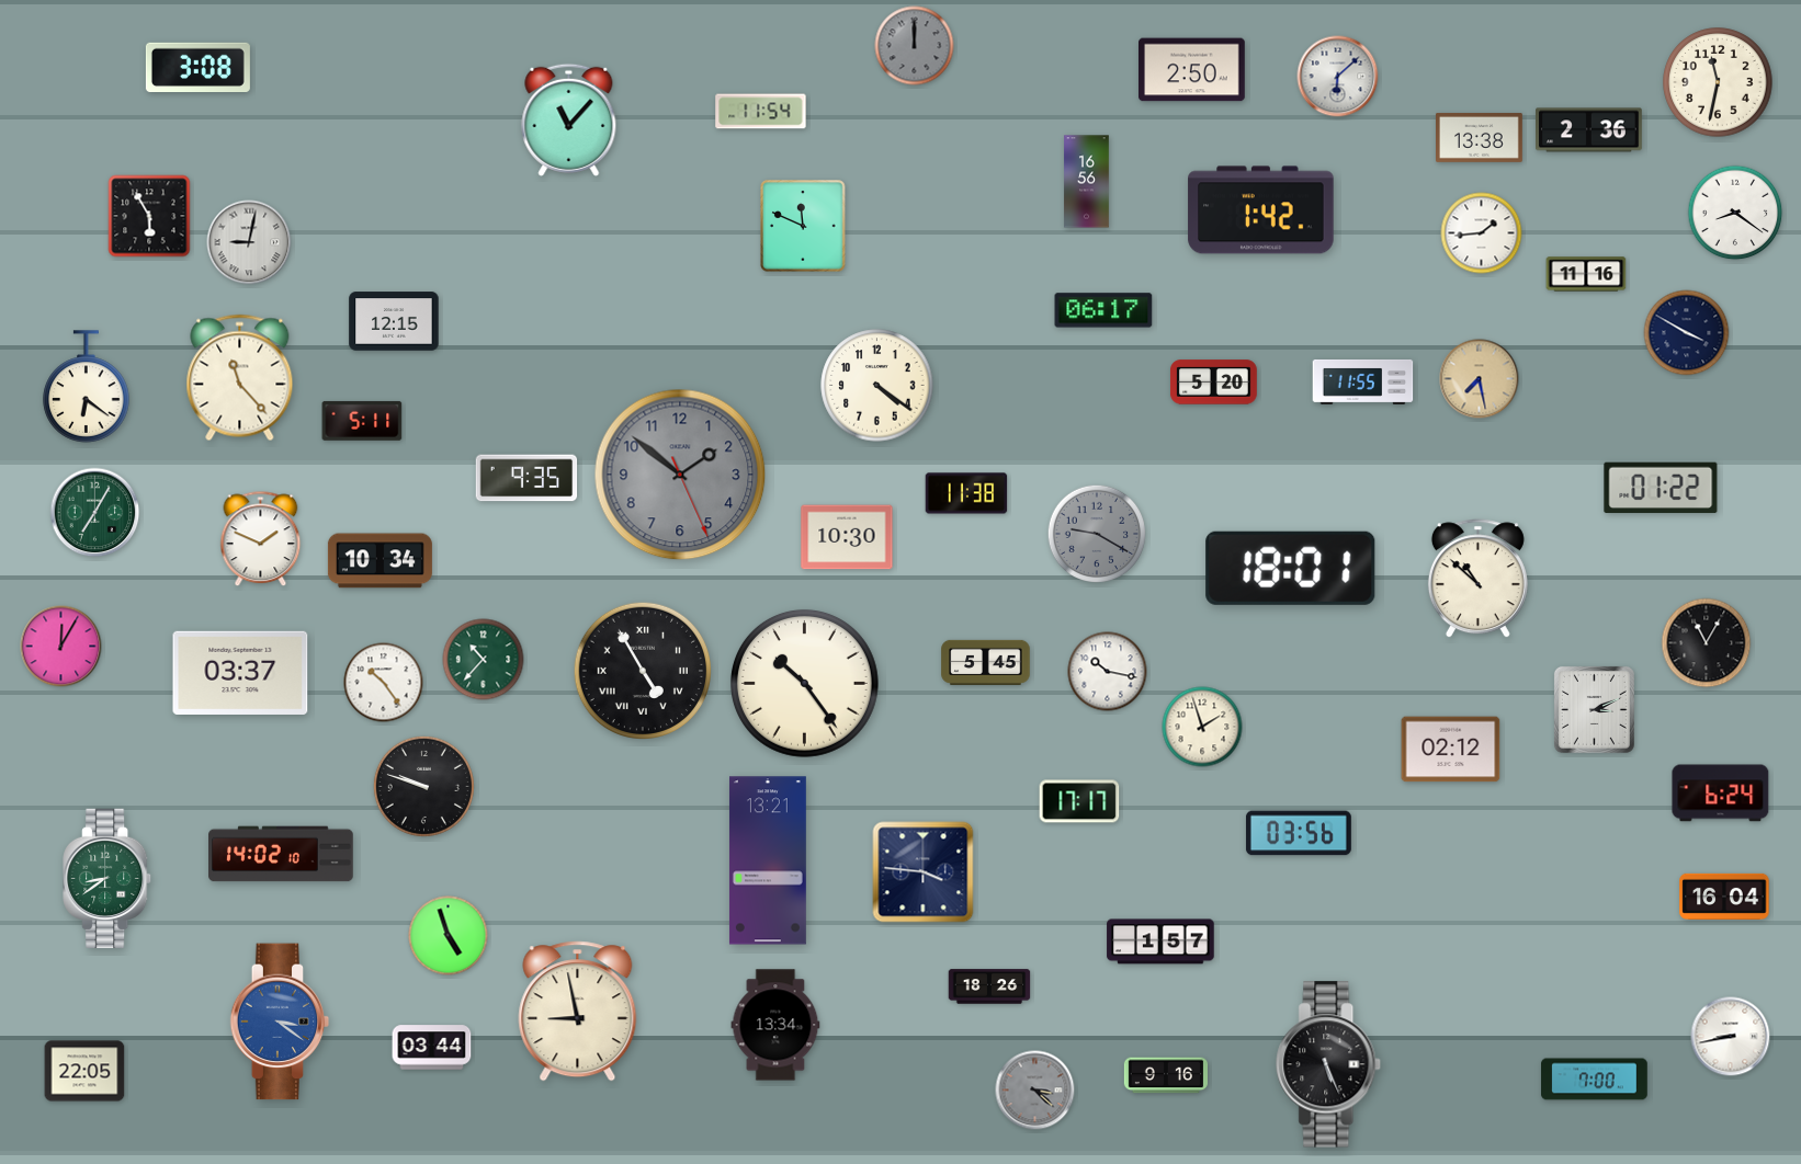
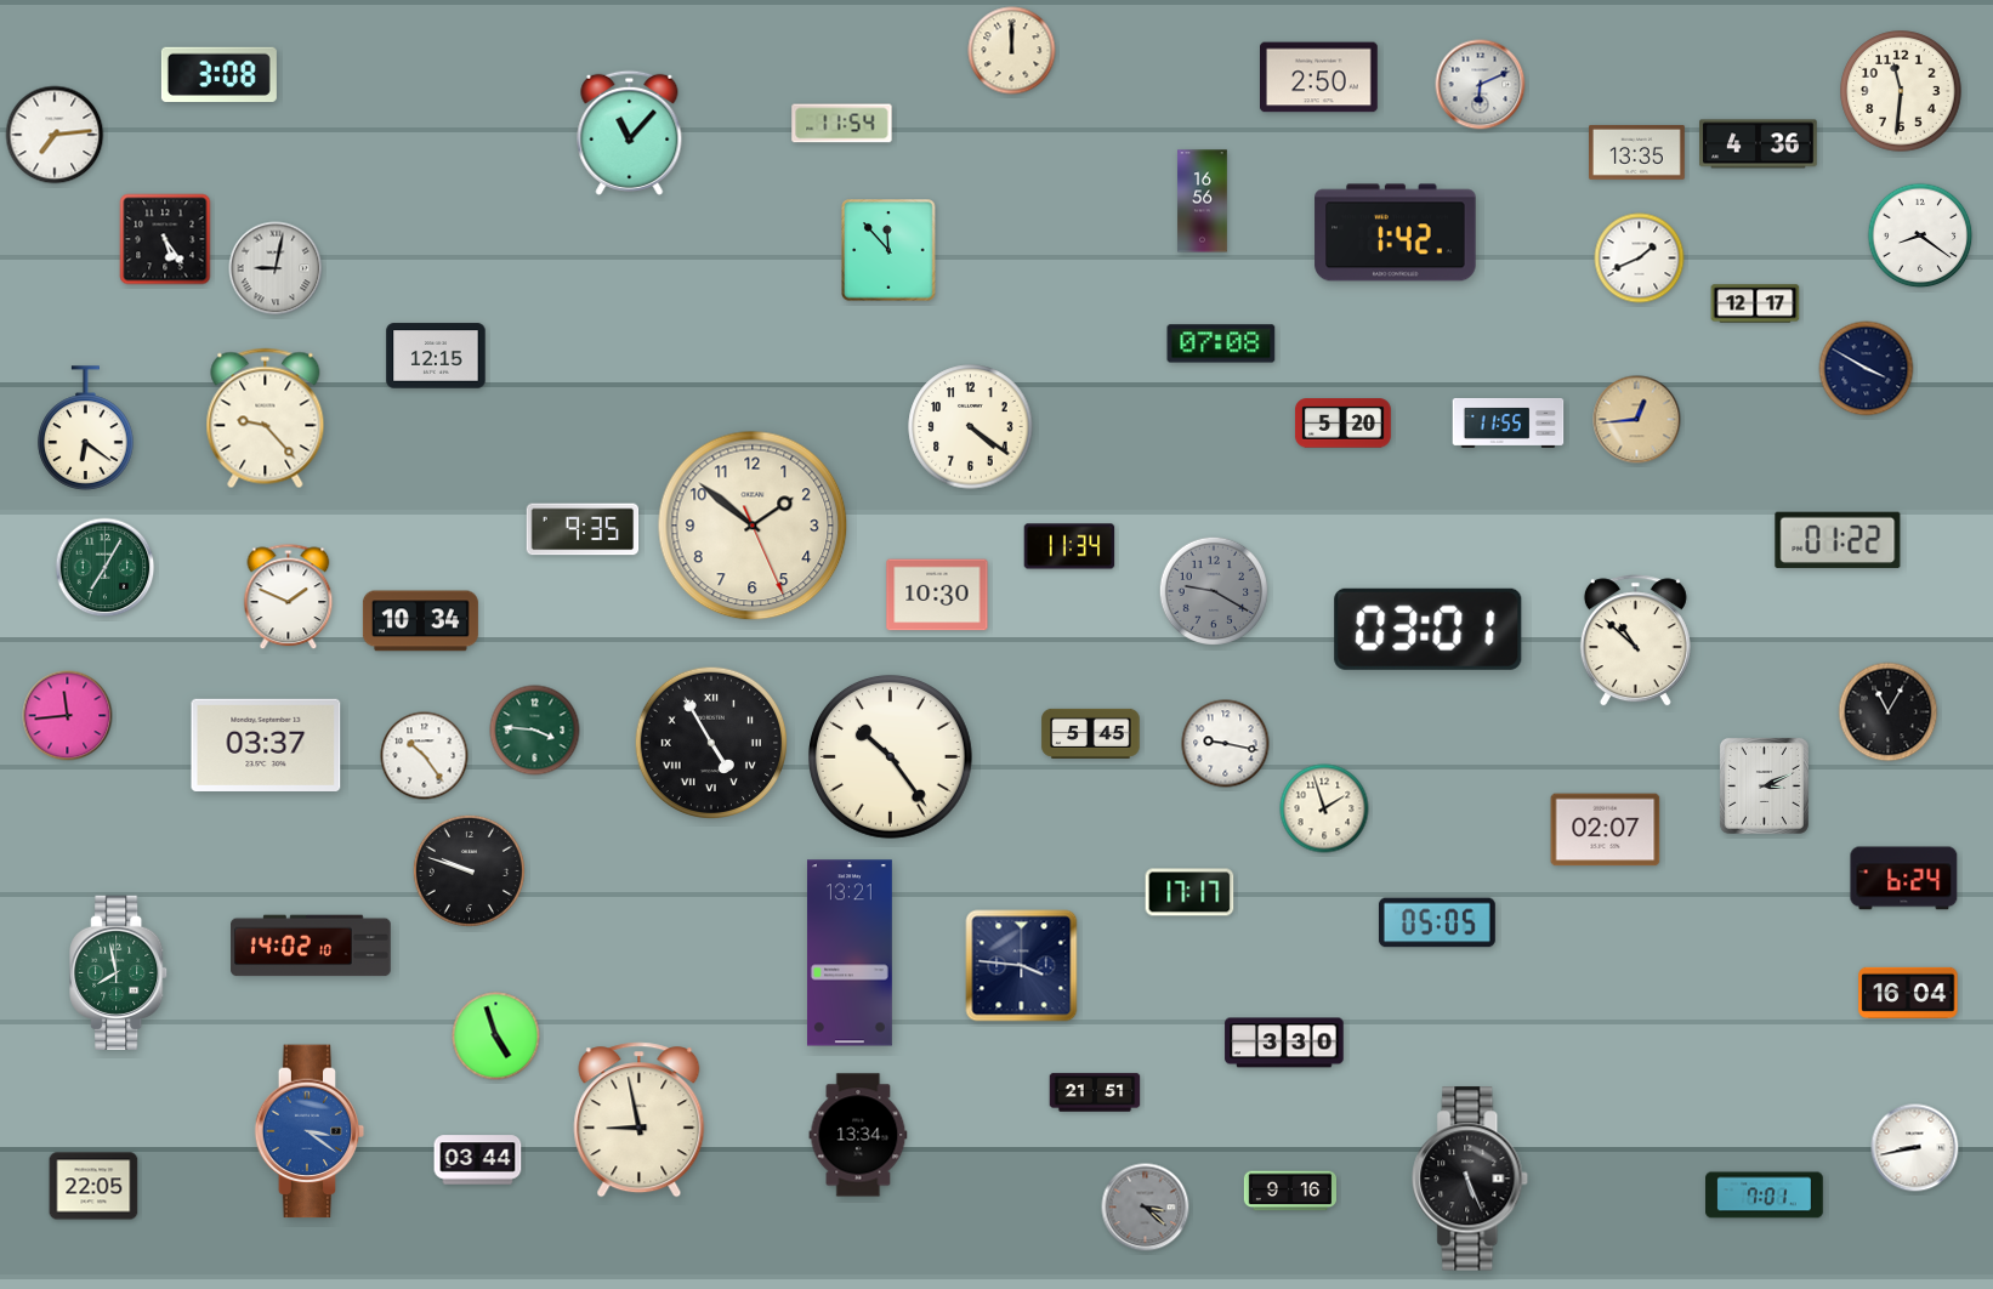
clock at (915, 46) dial: grey -> cream
clock at (1338, 77): 6:08 -> 6:11
clock at (1718, 82): 11:32 -> 11:31
clock at (55, 135): none -> 7:14
clock at (1589, 130): 2:36 -> 4:36
clock at (1480, 138): 13:38 -> 13:35
clock at (149, 216): 5:55 -> 5:24
clock at (803, 226): 11:49 -> 11:53
clock at (1482, 233): 1:44 -> 1:41
clock at (1586, 274): 11:16 -> 12:17
clock at (1103, 310): 06:17 -> 07:08
clock at (240, 378): 11:23 -> 9:23
clock at (1480, 379): 7:28 -> 12:44
clock at (87, 387) position: (87, 387) -> (86, 428)
clock at (362, 421): 5:11 -> none
clock at (680, 475) dial: grey -> cream
clock at (966, 493): 11:38 -> 11:34
clock at (1291, 568): 18:01 -> 03:01
clock at (61, 647): 12:05 -> 11:44
clock at (484, 660): 10:37 -> 3:46
clock at (1108, 672): 10:17 -> 9:17
clock at (1202, 727) position: (1202, 727) -> (1324, 808)
clock at (1451, 750): 02:12 -> 02:07
clock at (1079, 801) position: (1079, 801) -> (1189, 892)
clock at (1299, 833): 03:56 -> 05:05
clock at (107, 878): 8:39 -> 7:58
clock at (1160, 942): 1:57 -> 3:30
clock at (989, 986): 18:26 -> 21:51
clock at (1595, 1080): 7:00 -> 7:01
